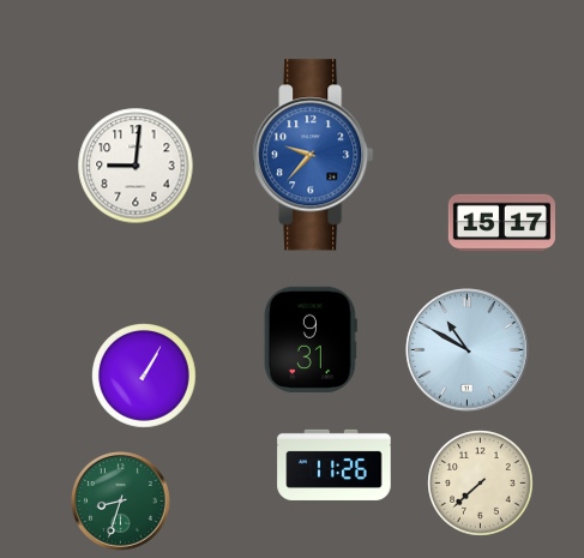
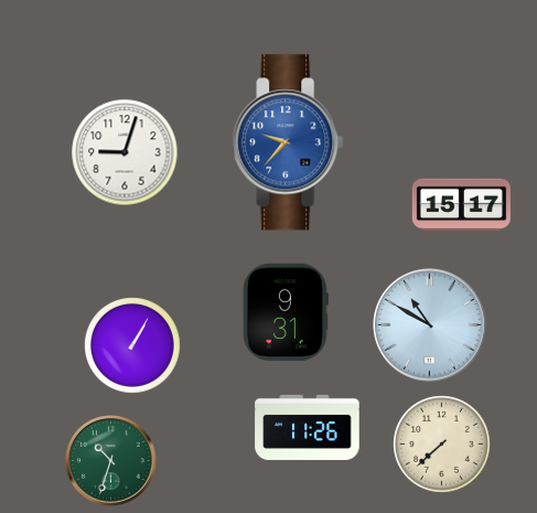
clock at (136, 166): 9:01 -> 9:03
clock at (468, 350) position: (468, 350) -> (430, 325)
clock at (121, 502): 8:33 -> 10:33
